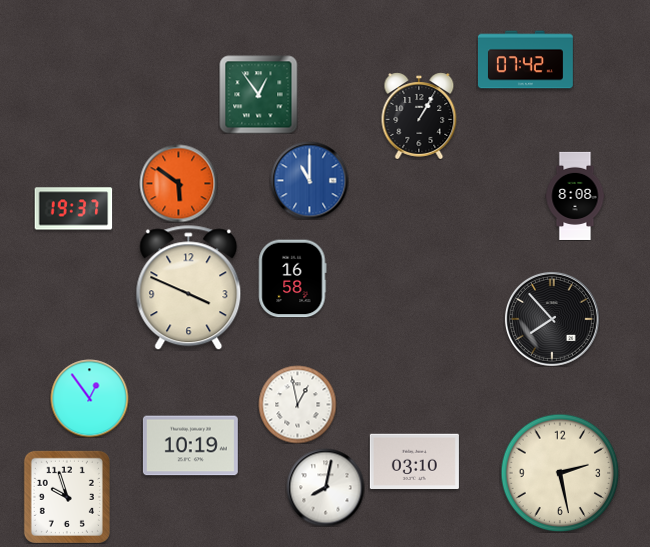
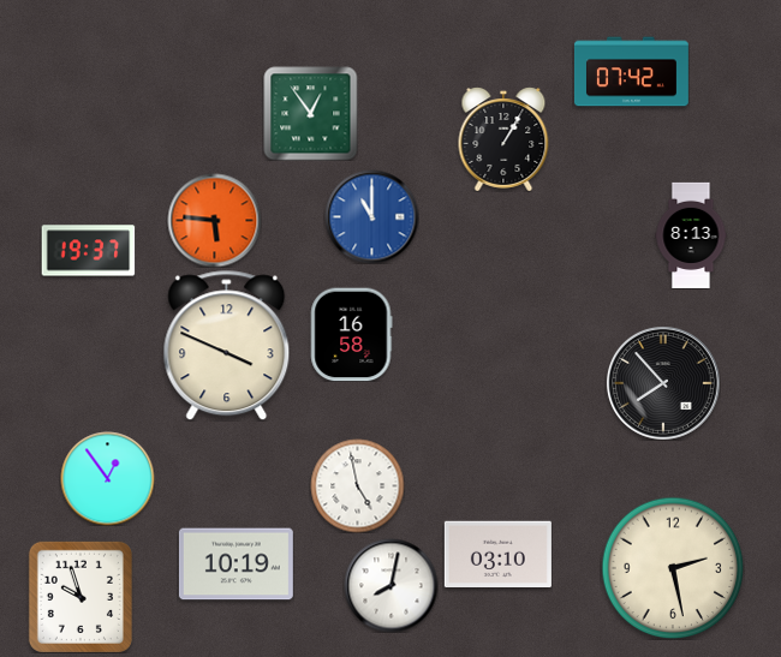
clock at (178, 183): 5:51 -> 5:46
clock at (575, 195): 8:08 -> 8:13
clock at (297, 404): 12:58 -> 4:58
clock at (190, 446) position: (190, 446) -> (236, 565)
